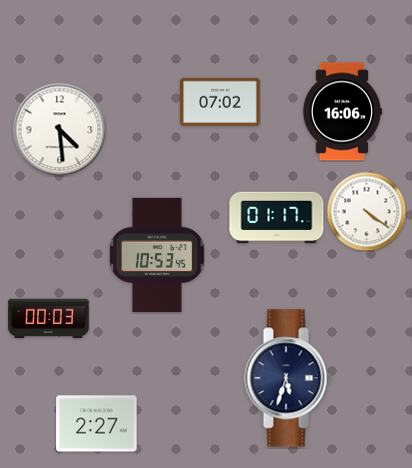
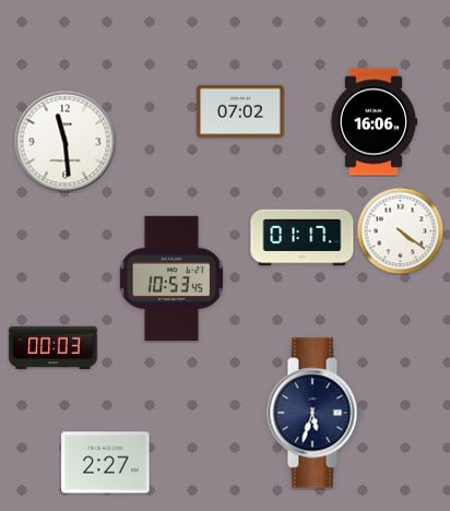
clock at (59, 129): 4:29 -> 11:29
